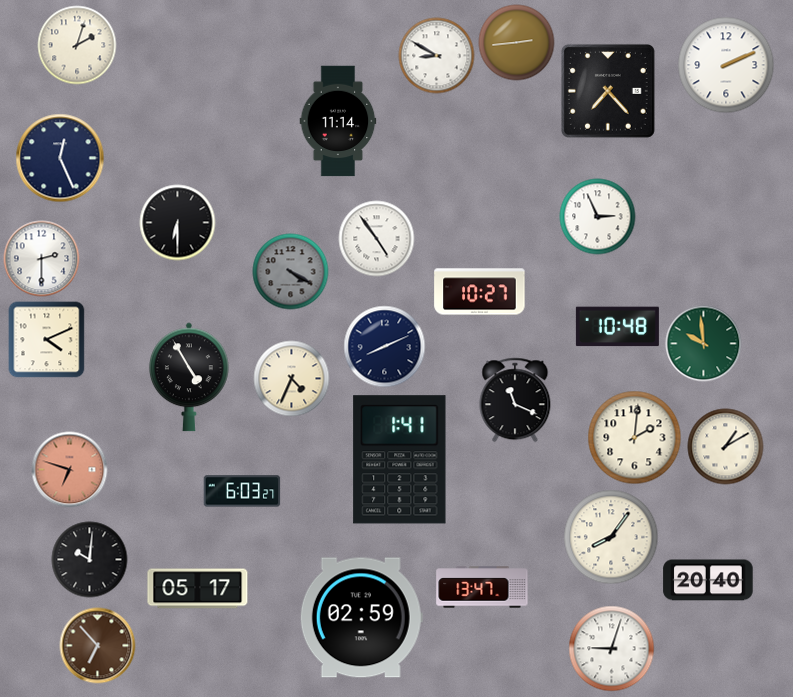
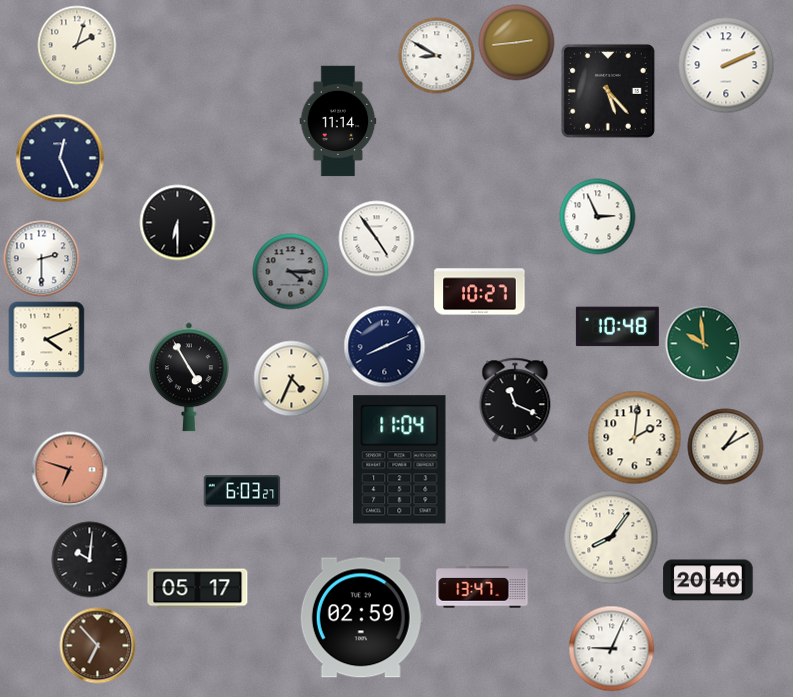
clock at (608, 91): 7:23 -> 5:23
clock at (291, 272): 4:20 -> 4:15
clock at (400, 460): 1:41 -> 11:04
clock at (612, 649): 9:03 -> 9:04
